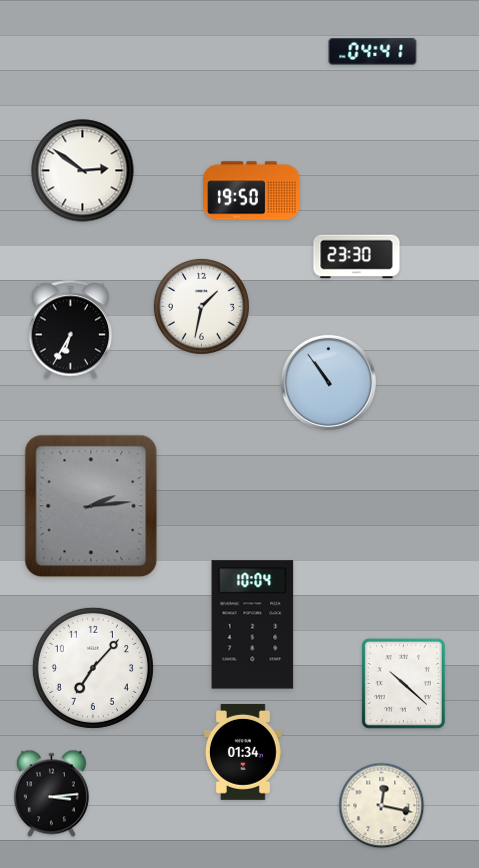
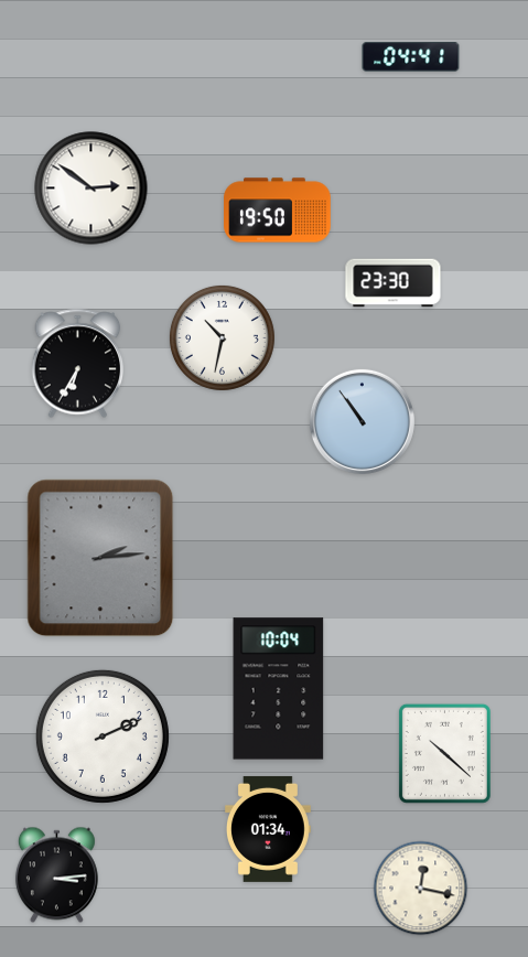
clock at (201, 306): 1:32 -> 10:32
clock at (93, 668): 7:07 -> 2:11
